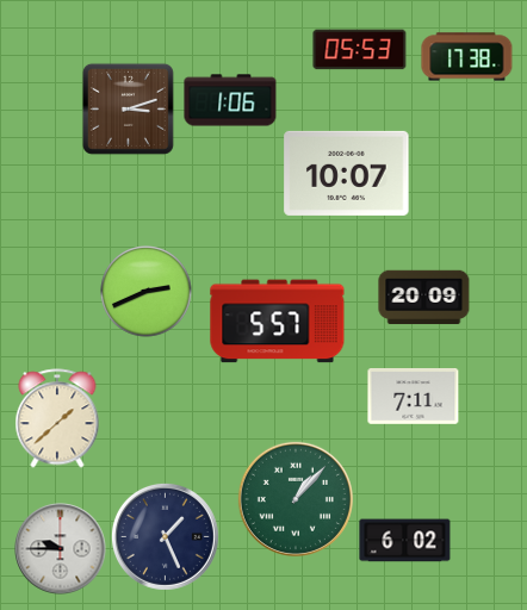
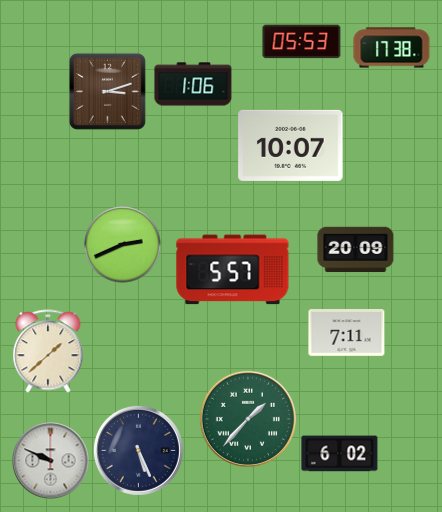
clock at (296, 499): 1:07 -> 1:37
clock at (165, 536): 1:26 -> 5:26
clock at (61, 549): 9:45 -> 9:49
